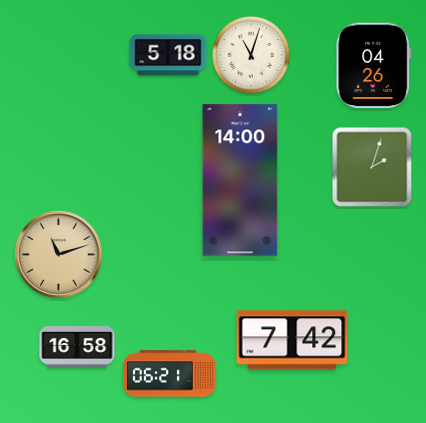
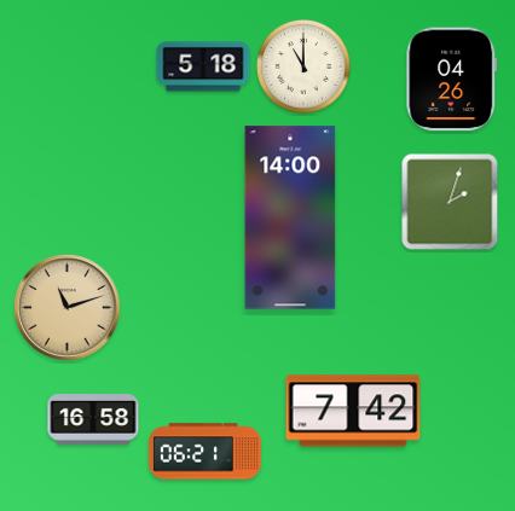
clock at (251, 55): 11:03 -> 11:00
clock at (59, 255) position: (59, 255) -> (68, 308)
